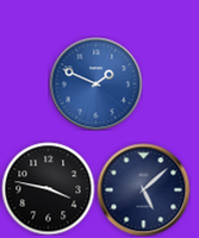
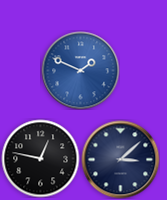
clock at (48, 188): 3:47 -> 12:47
clock at (143, 189): 5:08 -> 3:08
